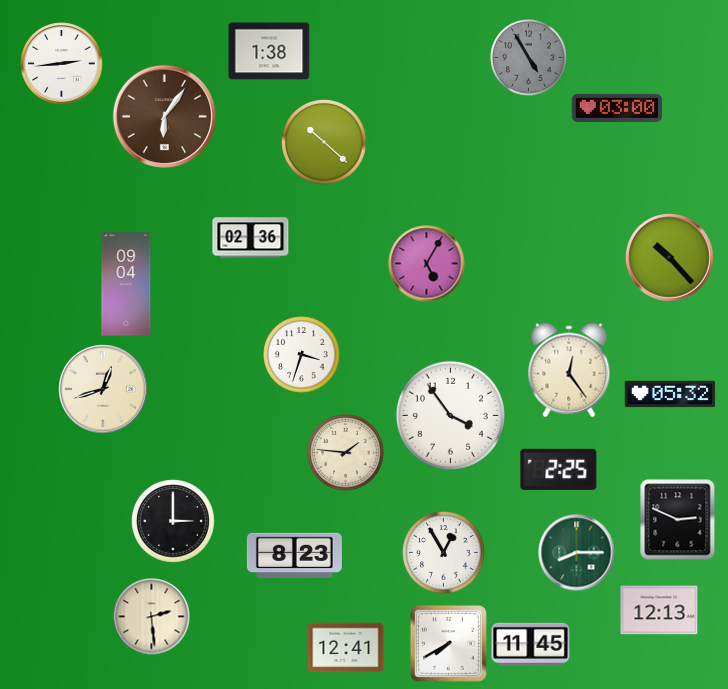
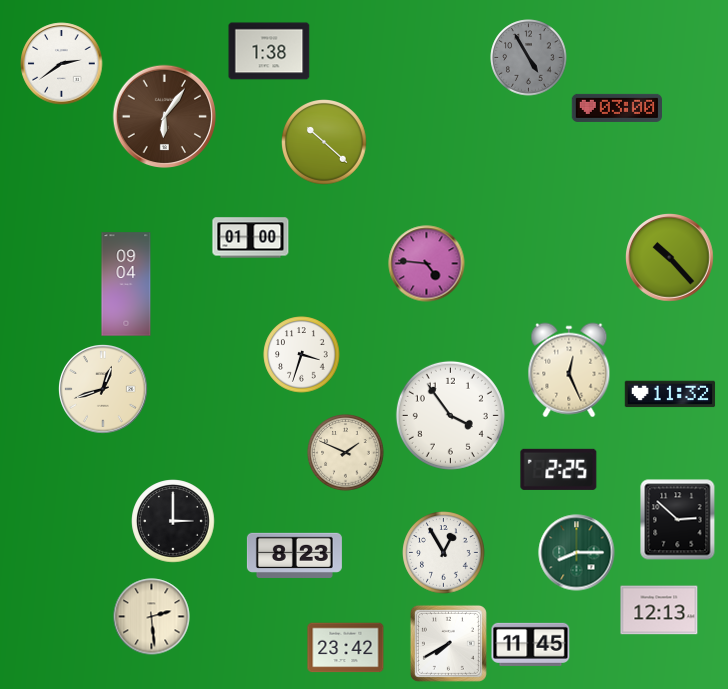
clock at (62, 64): 2:44 -> 2:39
clock at (251, 238): 02:36 -> 01:00
clock at (427, 264): 5:05 -> 4:46
clock at (569, 370): 12:24 -> 12:26
clock at (670, 394): 05:32 -> 11:32
clock at (346, 453): 1:46 -> 1:49
clock at (678, 520): 2:49 -> 2:52
clock at (346, 648): 12:41 -> 23:42
